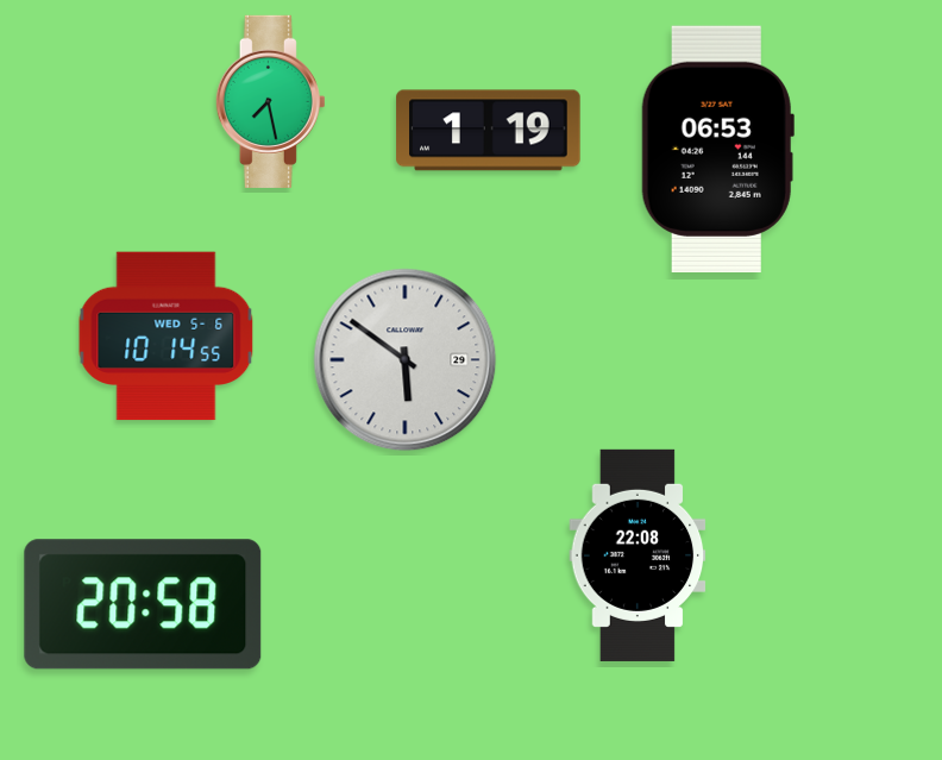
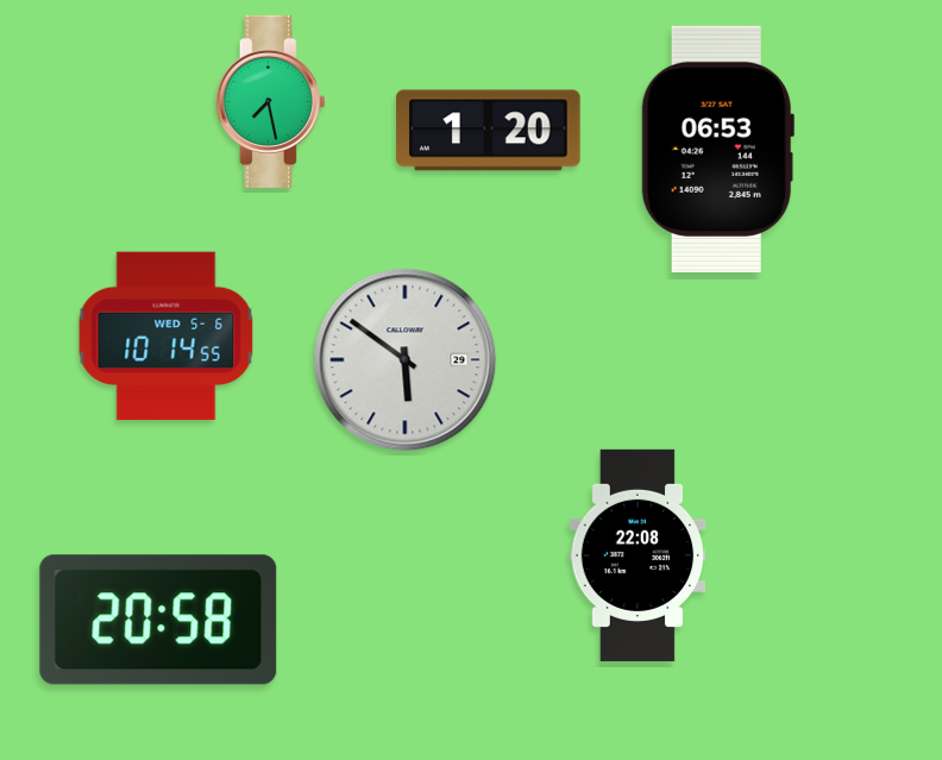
clock at (489, 131): 1:19 -> 1:20
clock at (143, 604) position: (143, 604) -> (158, 620)
